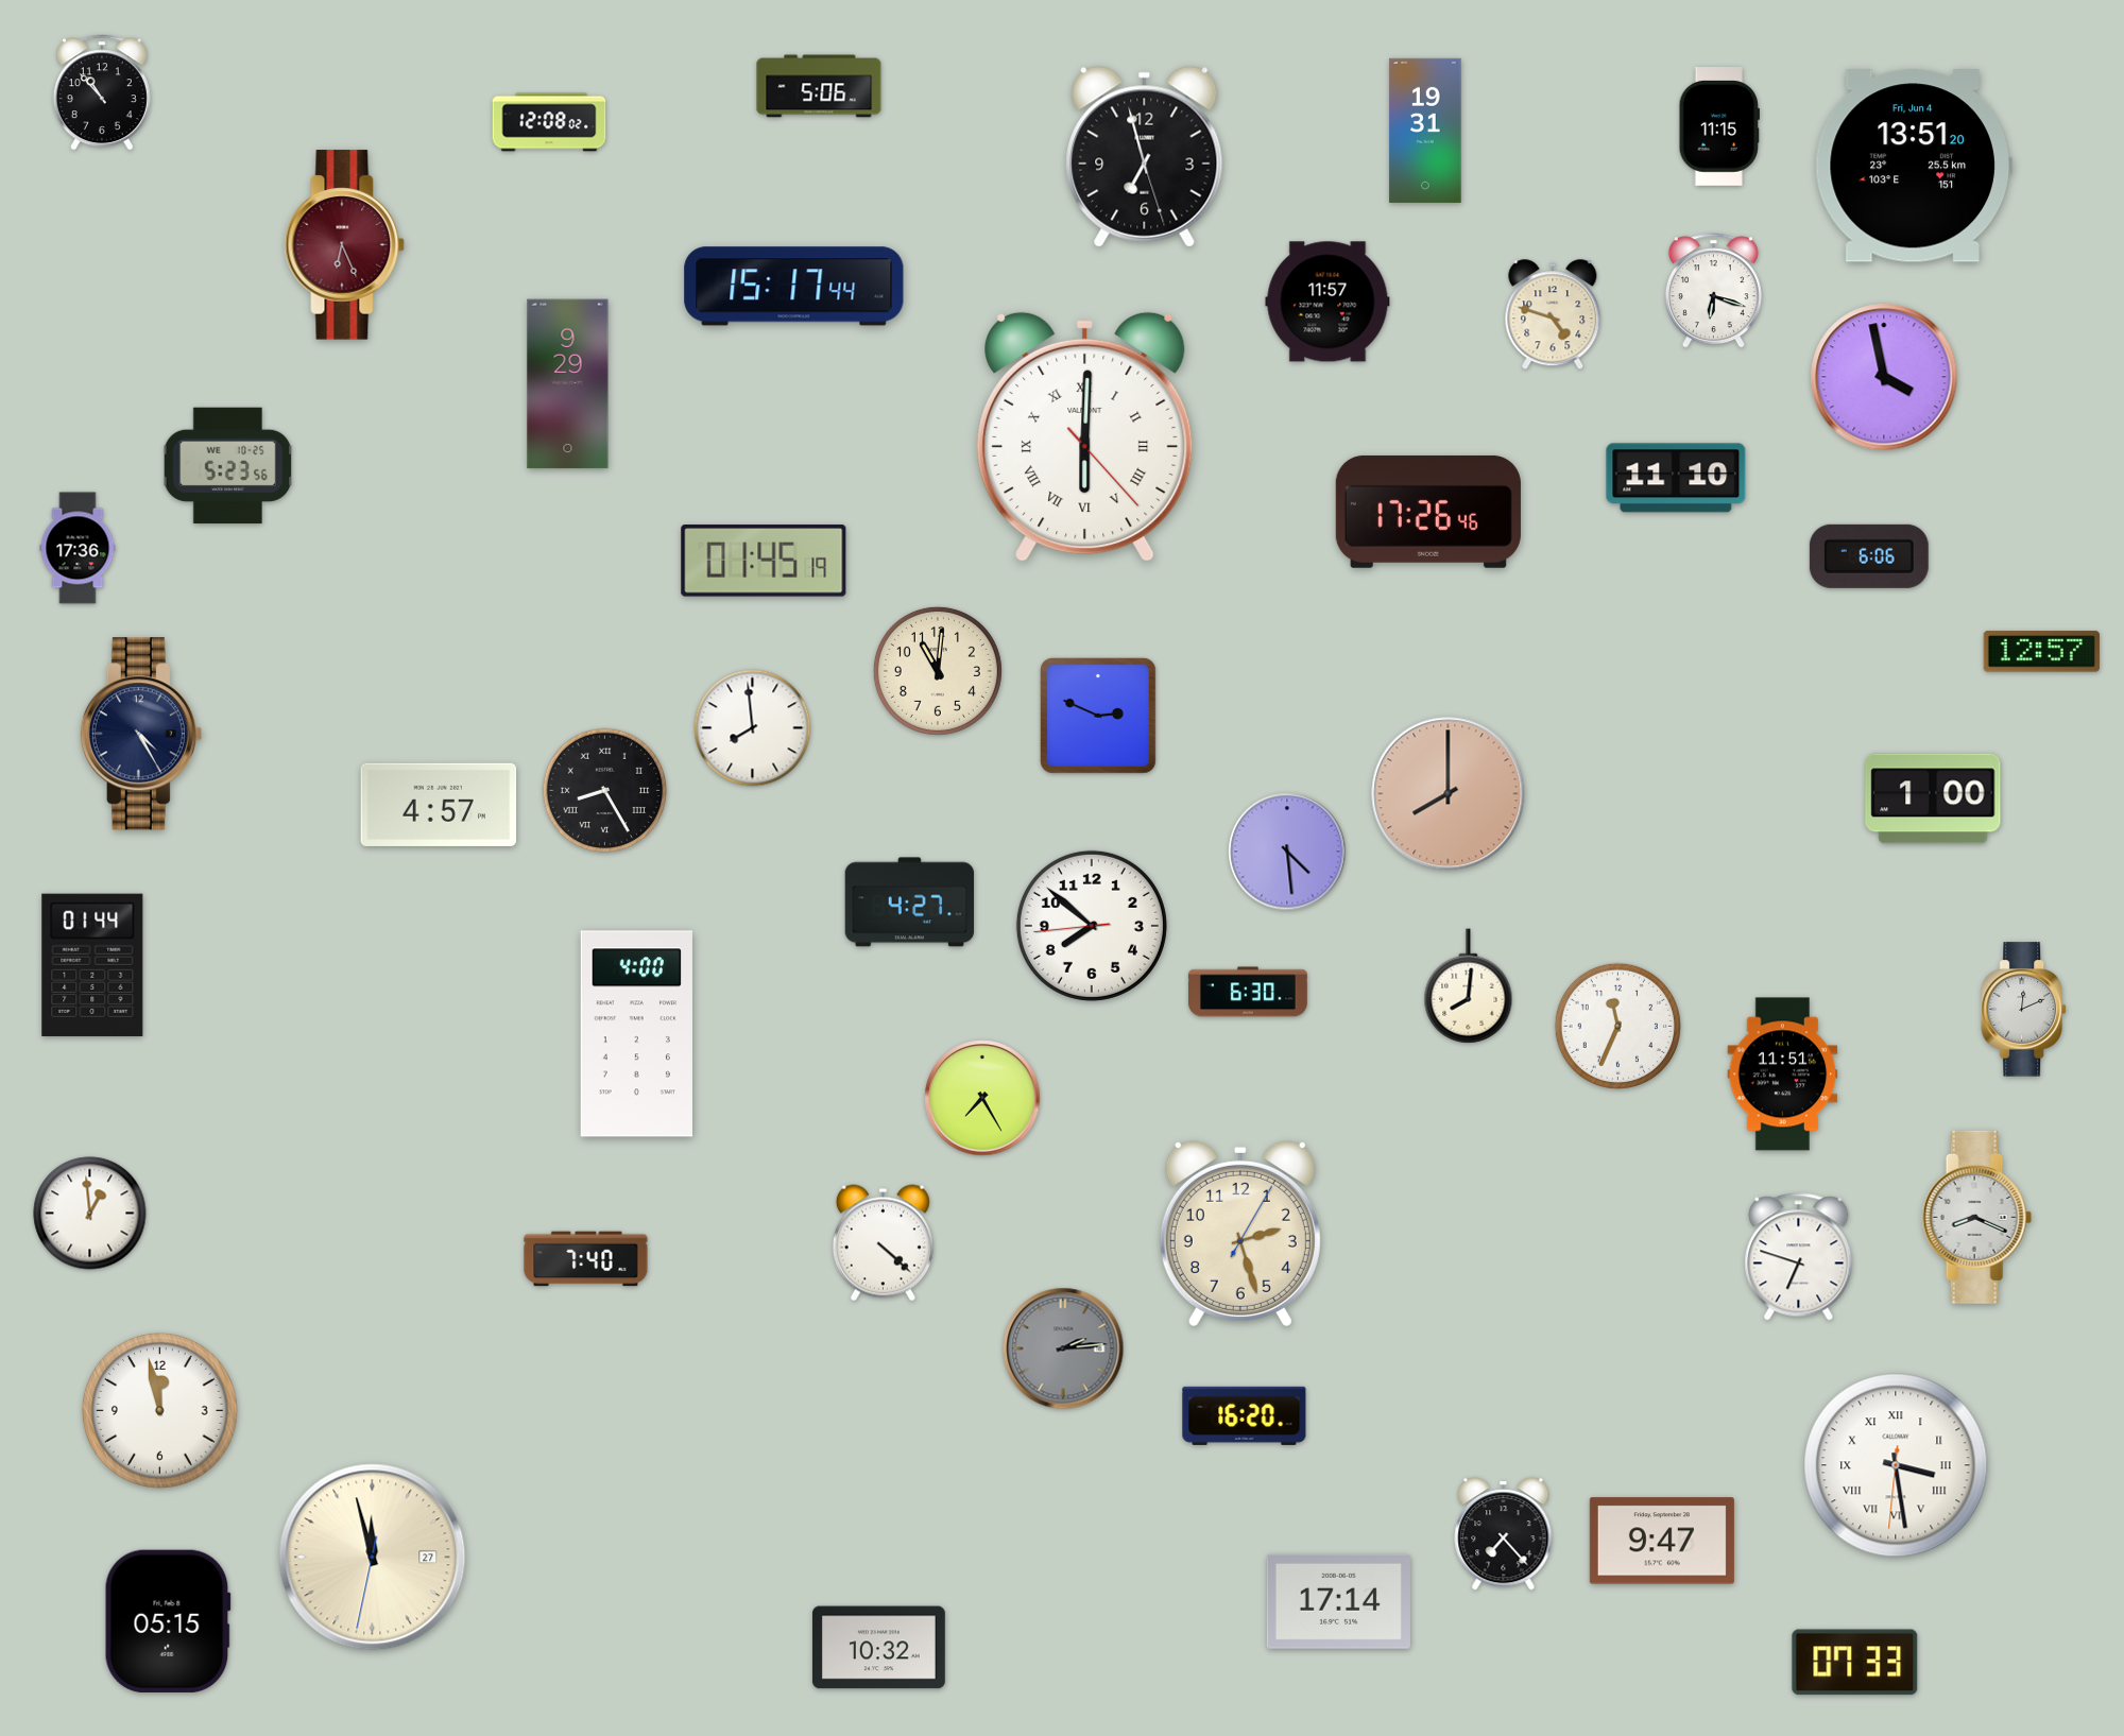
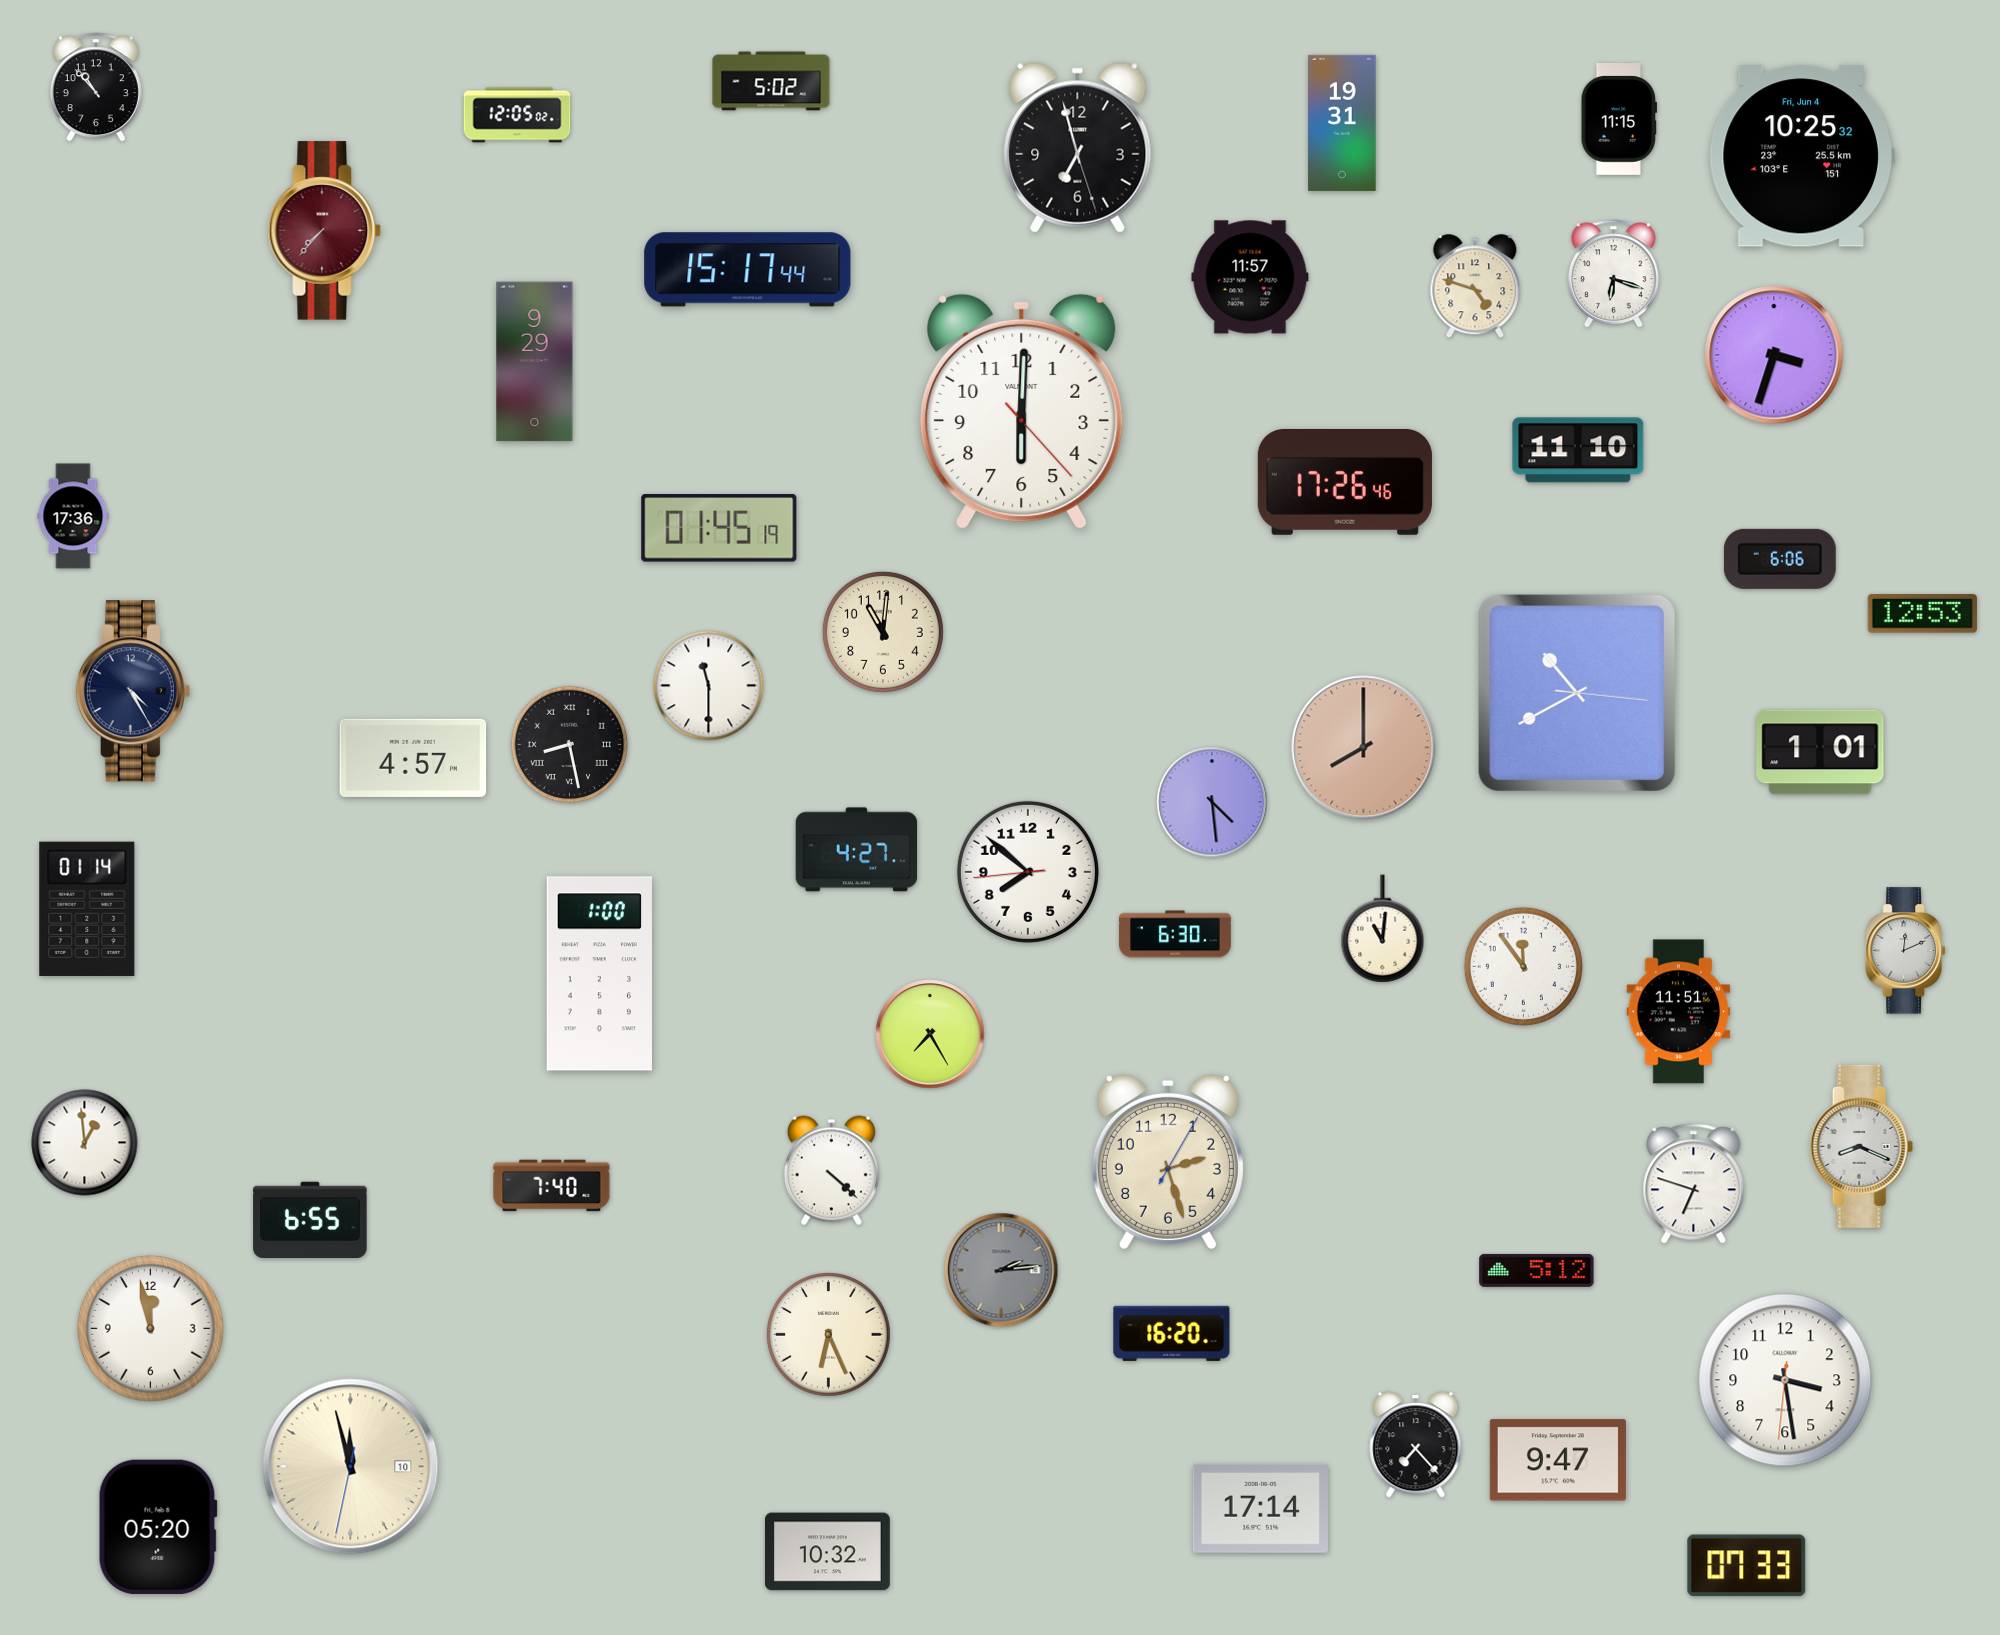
clock at (819, 86): 5:06 -> 5:02
clock at (549, 122): 12:08 -> 12:05
clock at (1914, 166): 13:51 -> 10:25
clock at (345, 245): 6:26 -> 7:37
clock at (1327, 302) position: (1327, 302) -> (1250, 277)
clock at (1553, 315) position: (1553, 315) -> (1475, 287)
clock at (1884, 377): 3:58 -> 3:33
clock at (1085, 437) numerals: Roman -> Arabic
clock at (228, 466): 5:23 -> none
clock at (1869, 556) position: (1869, 556) -> (1780, 559)
clock at (2041, 652): 12:57 -> 12:53
clock at (1098, 716): 2:49 -> none
clock at (753, 728): 7:59 -> 11:30
clock at (1577, 693): none -> 10:40
clock at (605, 791): 8:25 -> 8:28
clock at (1933, 798): 1:00 -> 1:01
clock at (92, 965): 01:44 -> 01:14
clock at (1469, 986): 8:01 -> 11:01
clock at (1617, 1026): 11:34 -> 11:54
clock at (636, 1034): 4:00 -> 1:00
clock at (982, 1098) position: (982, 1098) -> (930, 1034)
clock at (310, 1220): none -> 6:55
clock at (1537, 1270): none -> 5:12
clock at (829, 1335): none -> 6:26
clock at (1896, 1465) numerals: Roman -> Arabic
clock at (1662, 1541) position: (1662, 1541) -> (1558, 1460)
clock at (373, 1558) date: 27 -> 10
clock at (168, 1621): 05:15 -> 05:20
